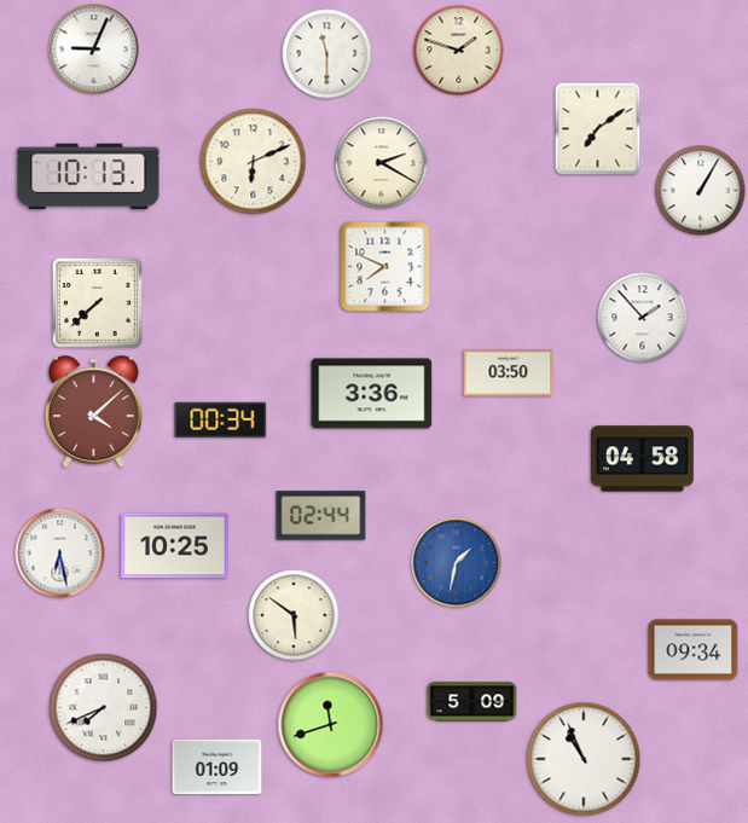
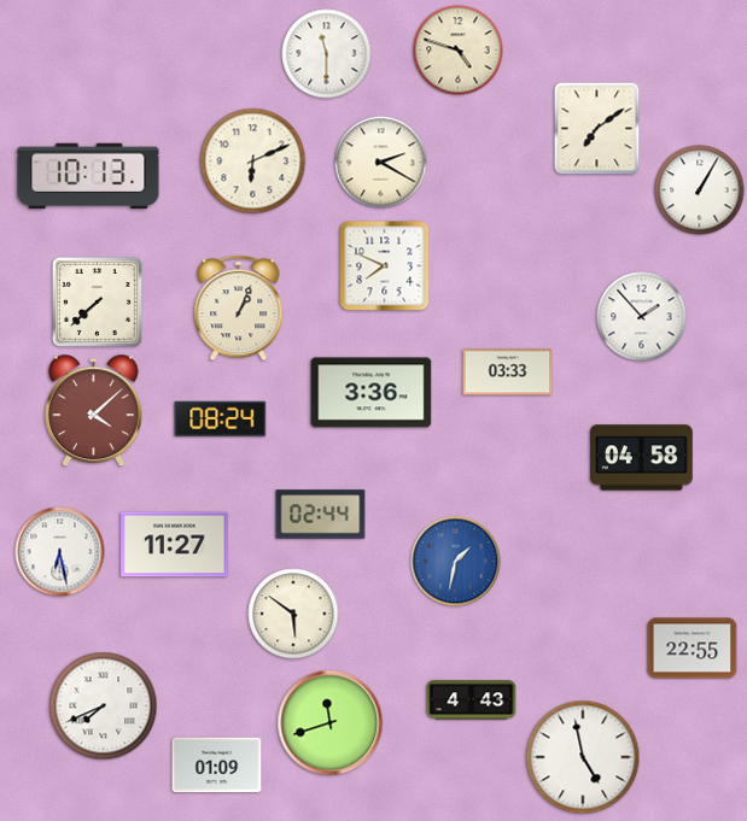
clock at (94, 50): 9:04 -> none
clock at (459, 51): 1:48 -> 4:48
clock at (239, 309): none -> 1:04
clock at (509, 373): 03:50 -> 03:33
clock at (221, 419): 00:34 -> 08:24
clock at (175, 546): 10:25 -> 11:27
clock at (694, 650): 09:34 -> 22:55
clock at (472, 702): 5:09 -> 4:43
clock at (584, 759): 10:56 -> 4:58
